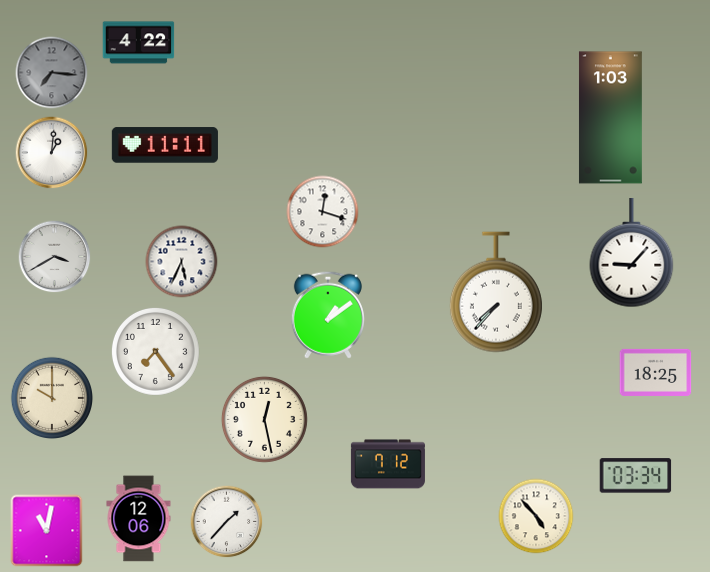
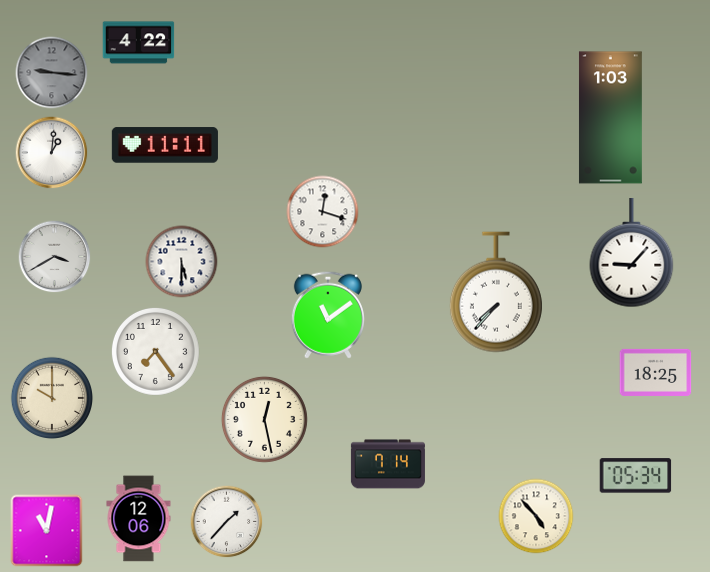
clock at (52, 73): 7:16 -> 9:16
clock at (182, 262): 5:34 -> 5:30
clock at (328, 315): 1:09 -> 11:09
clock at (388, 464): 7:12 -> 7:14
clock at (636, 476): 03:34 -> 05:34
